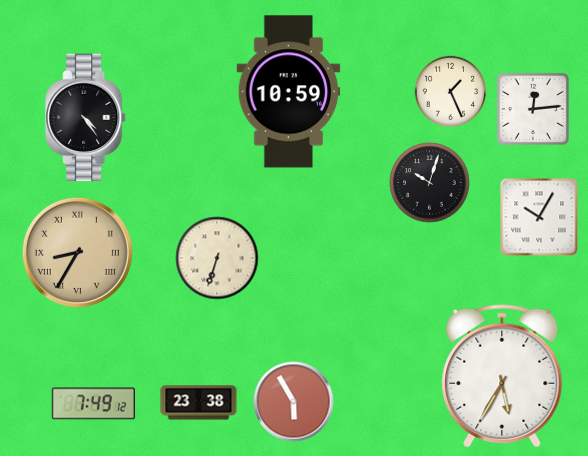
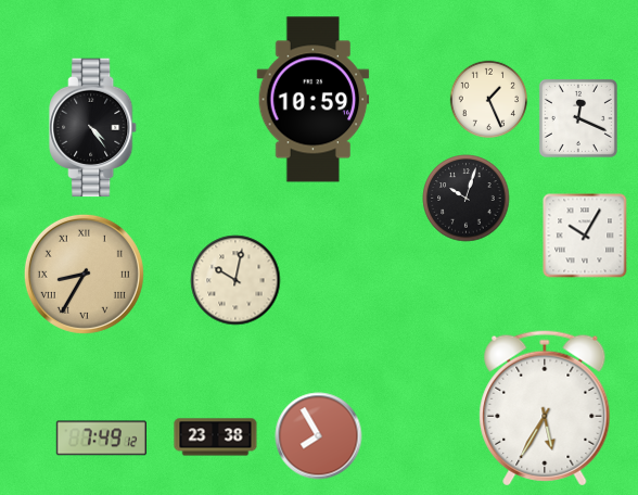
clock at (533, 109): 12:14 -> 12:19
clock at (217, 258): 6:33 -> 10:02
clock at (294, 402): 5:55 -> 7:55
